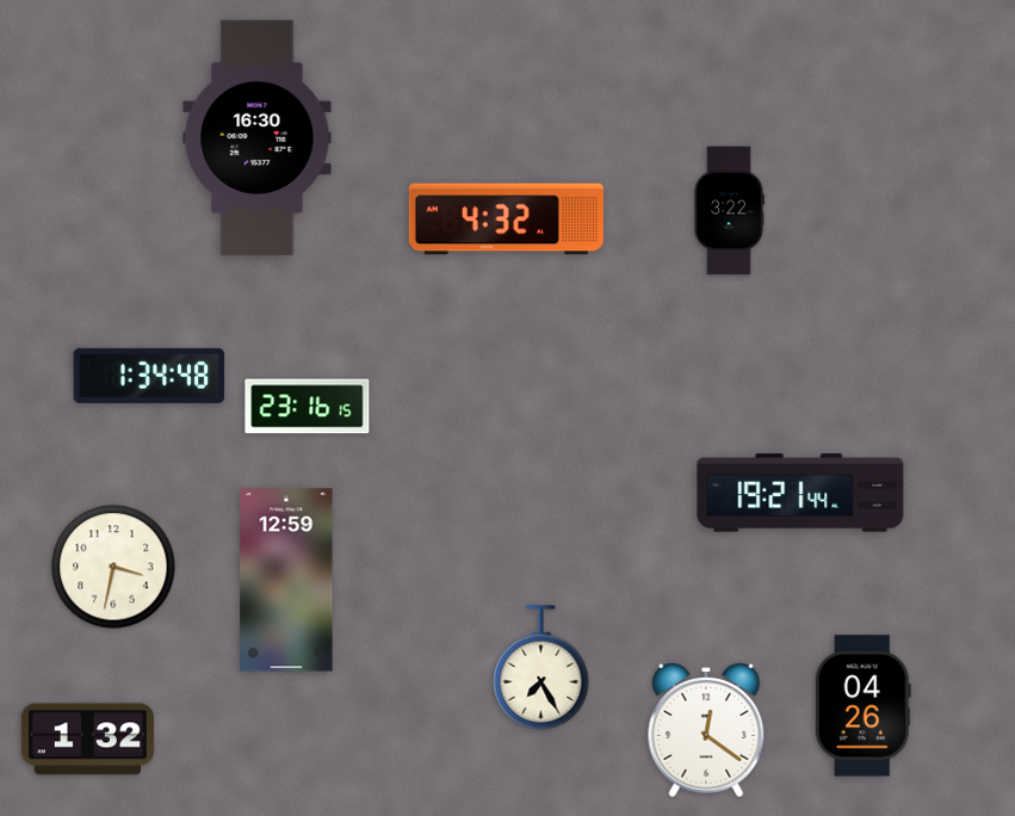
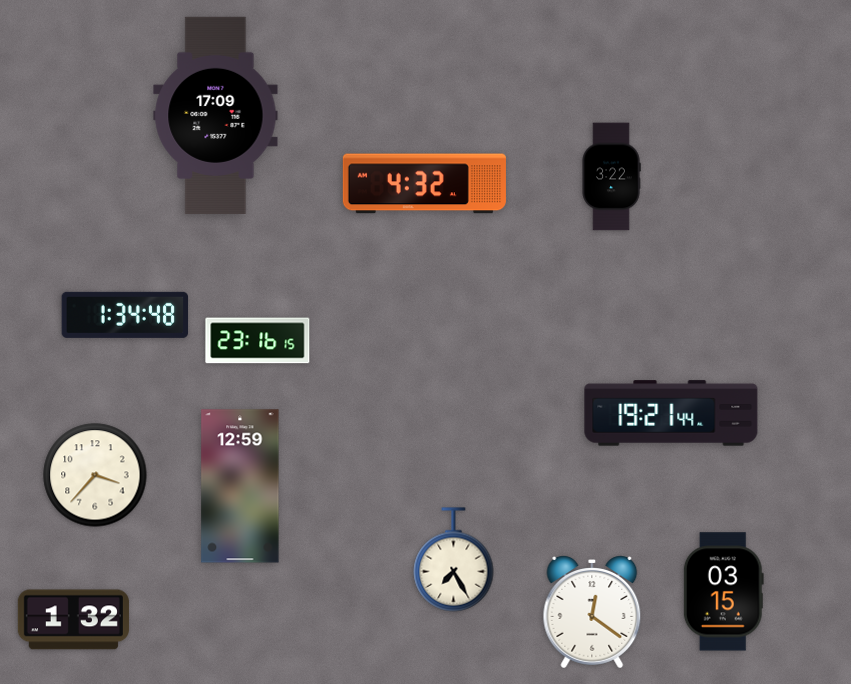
clock at (258, 137): 16:30 -> 17:09
clock at (113, 567): 3:32 -> 3:37
clock at (862, 706): 04:26 -> 03:15
